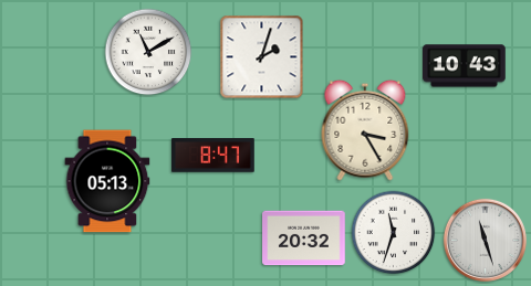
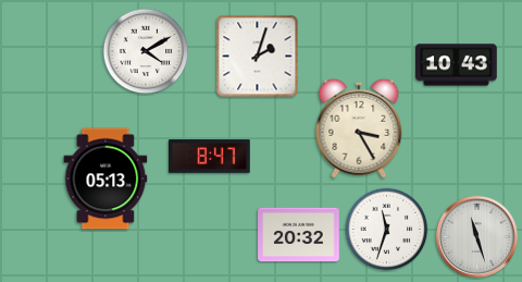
clock at (148, 52): 11:10 -> 4:10
clock at (214, 156) position: (214, 156) -> (210, 157)
